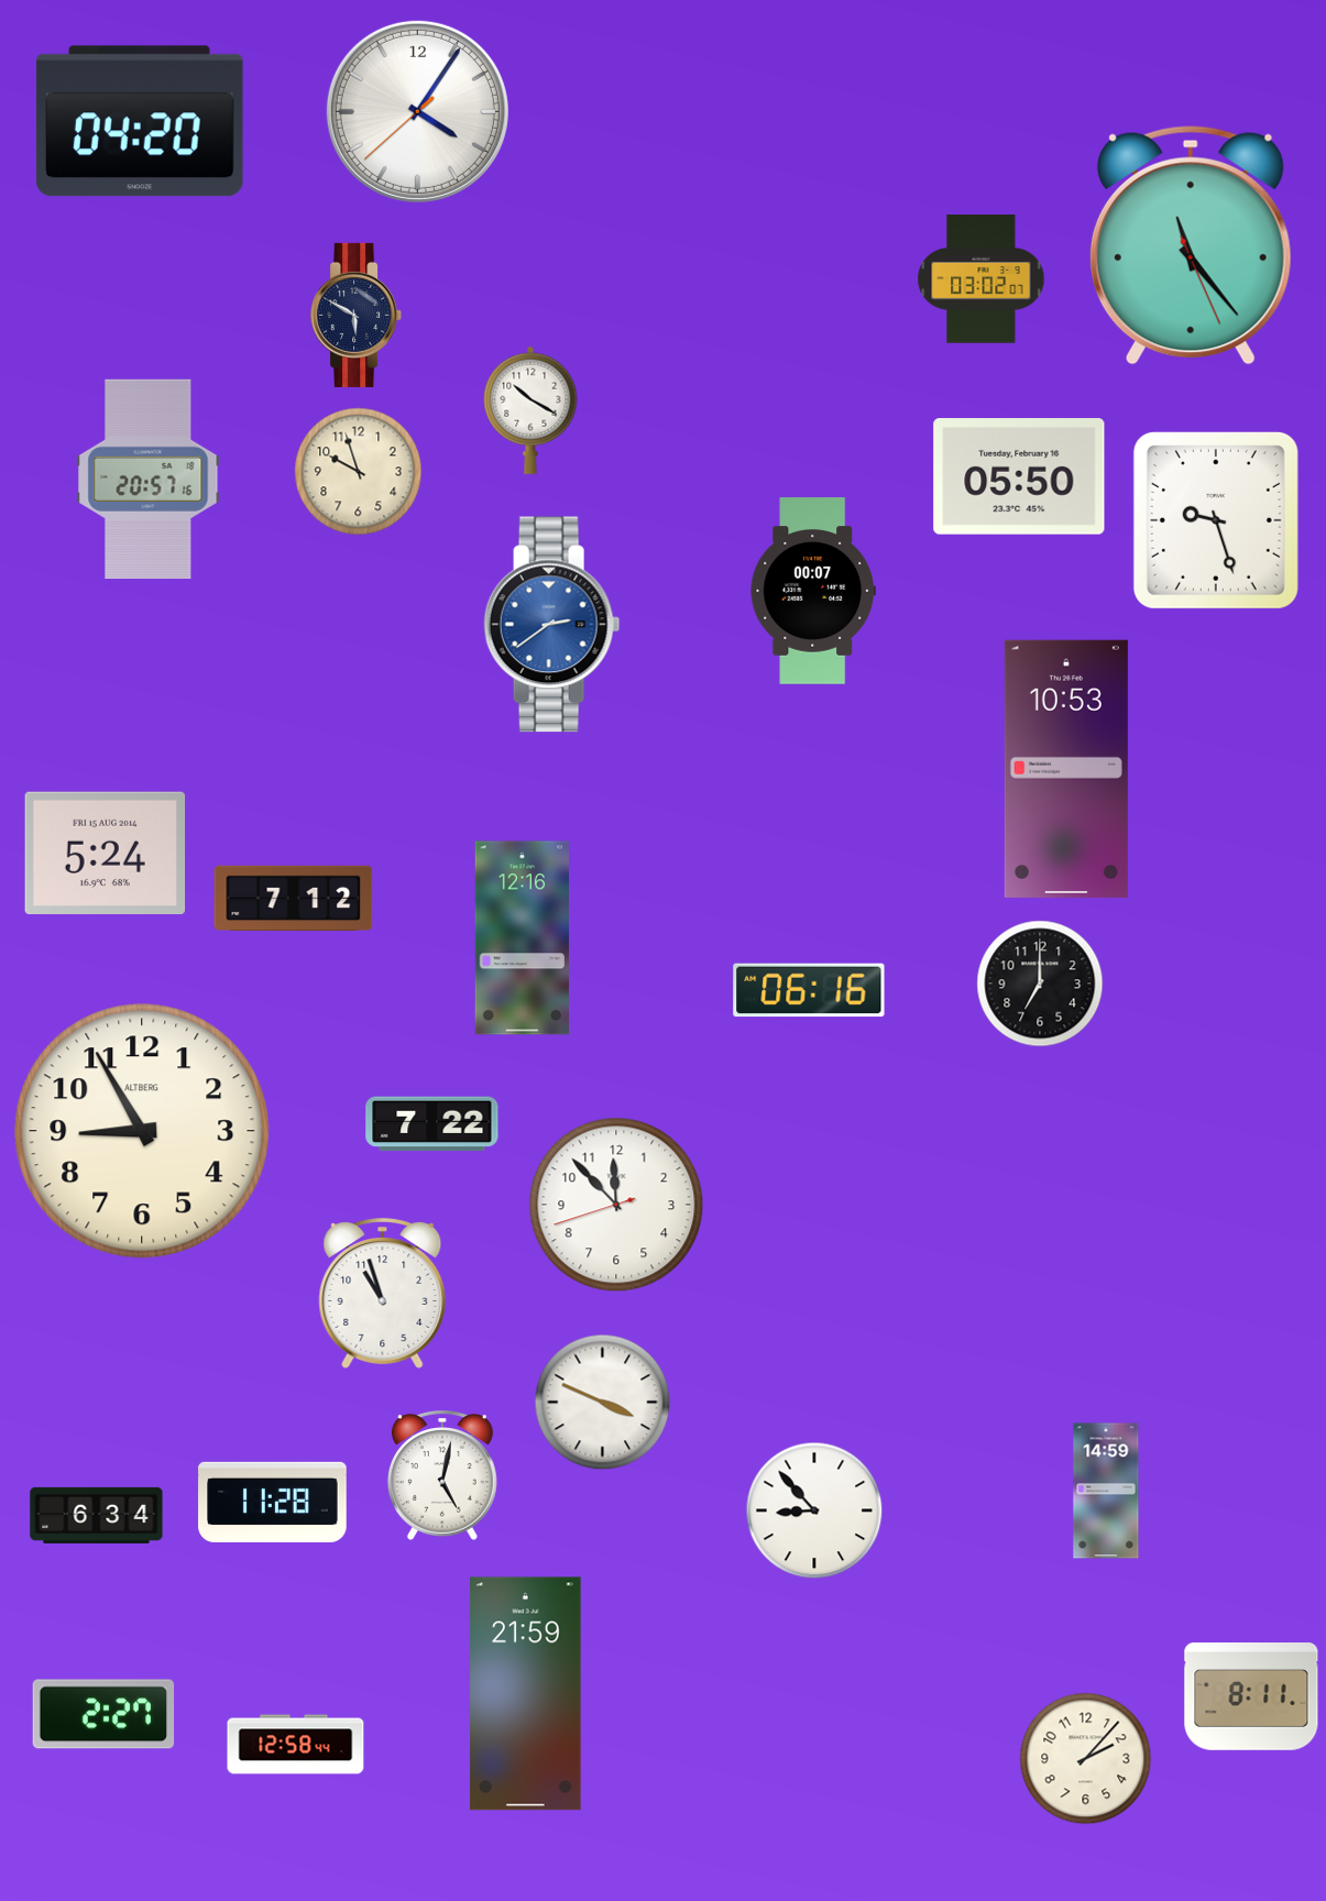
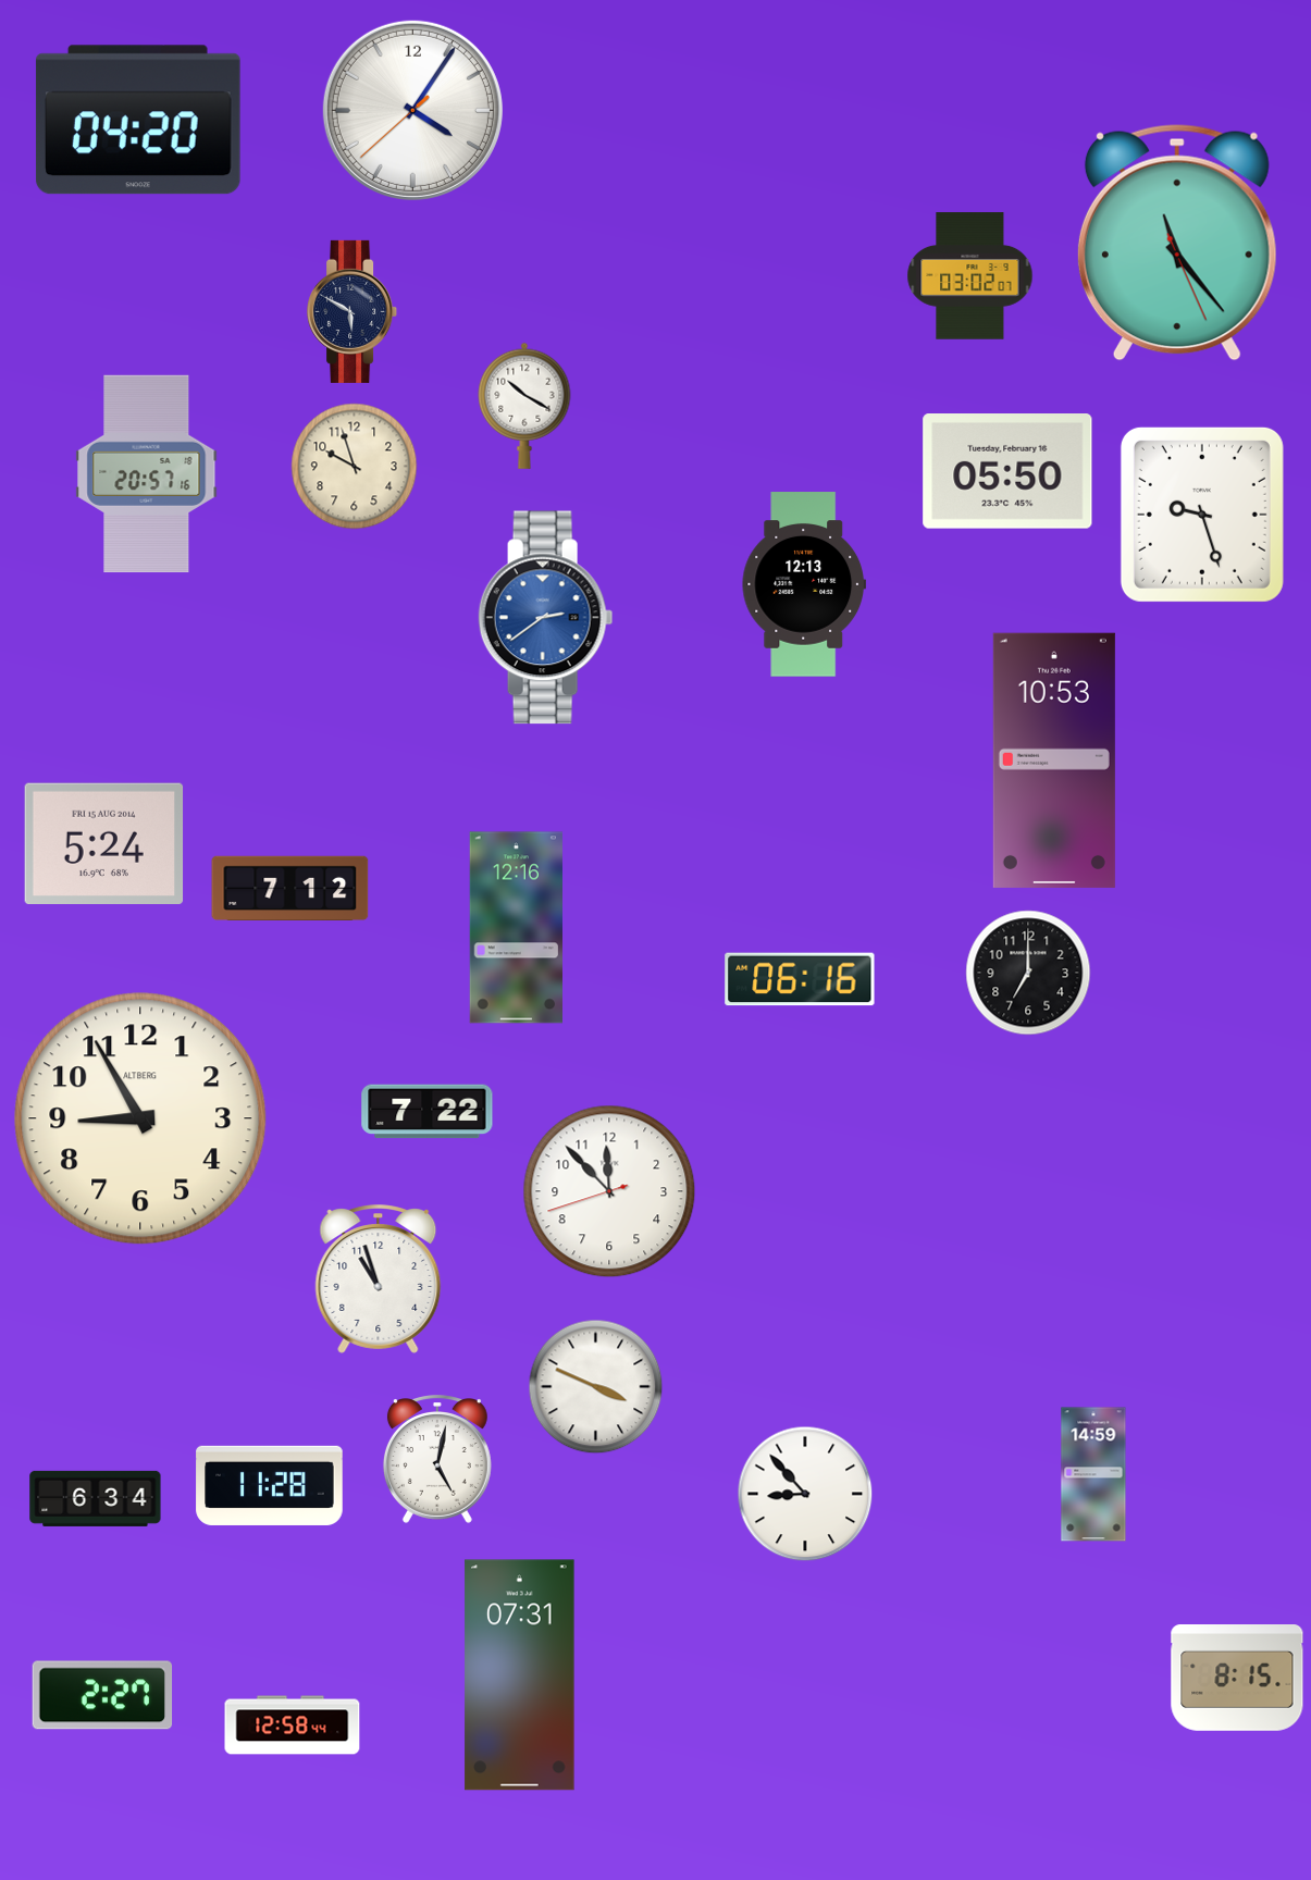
clock at (812, 591): 00:07 -> 12:13
clock at (526, 1694): 21:59 -> 07:31
clock at (1251, 1697): 8:11 -> 8:15
clock at (1086, 1759): 2:07 -> none
